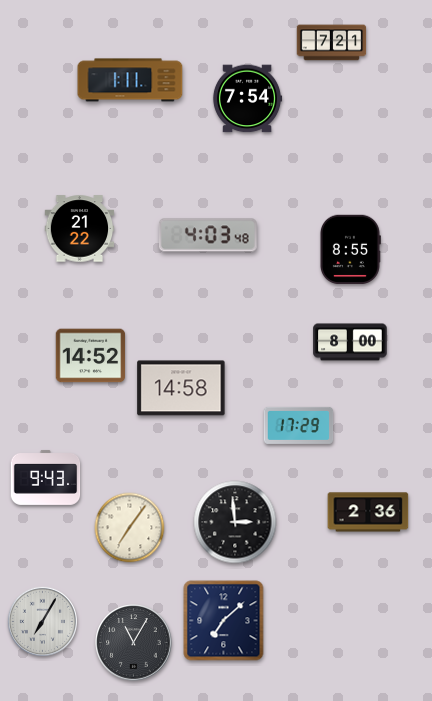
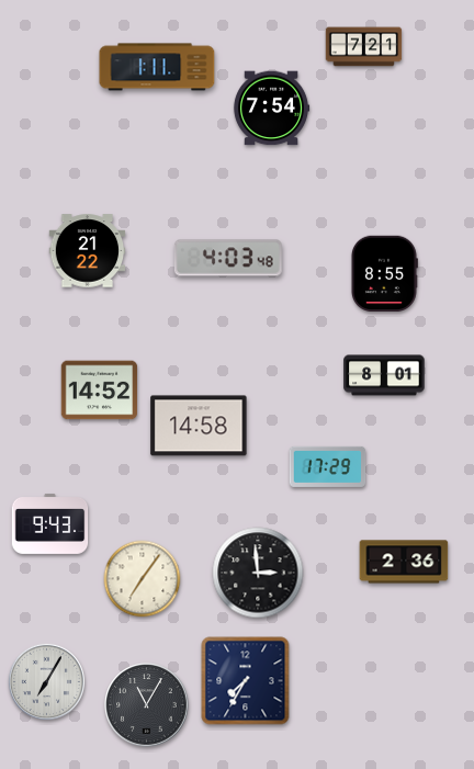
clock at (130, 80) position: (130, 80) -> (157, 67)
clock at (350, 342): 8:00 -> 8:01
clock at (224, 621): 7:08 -> 7:35
